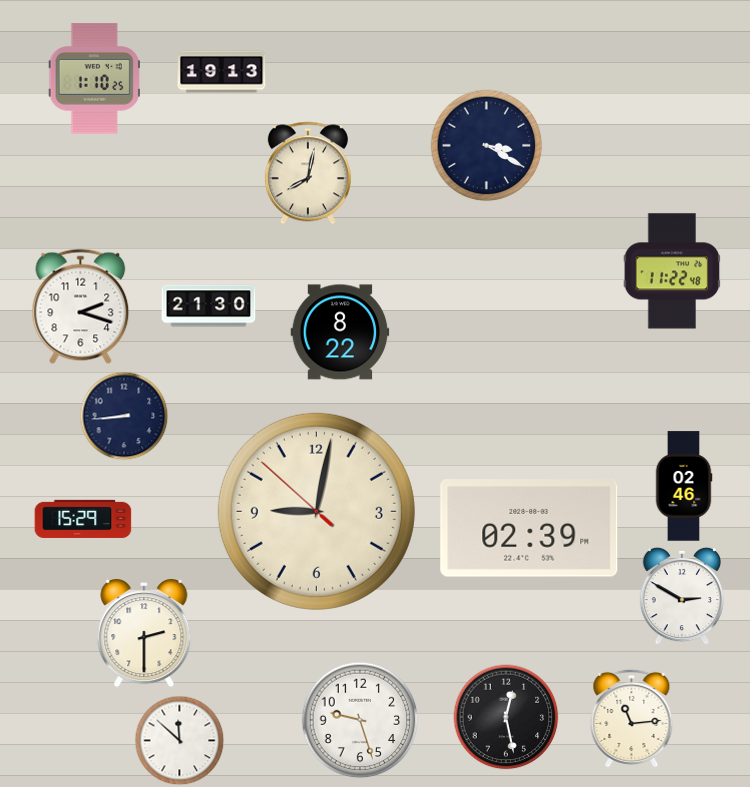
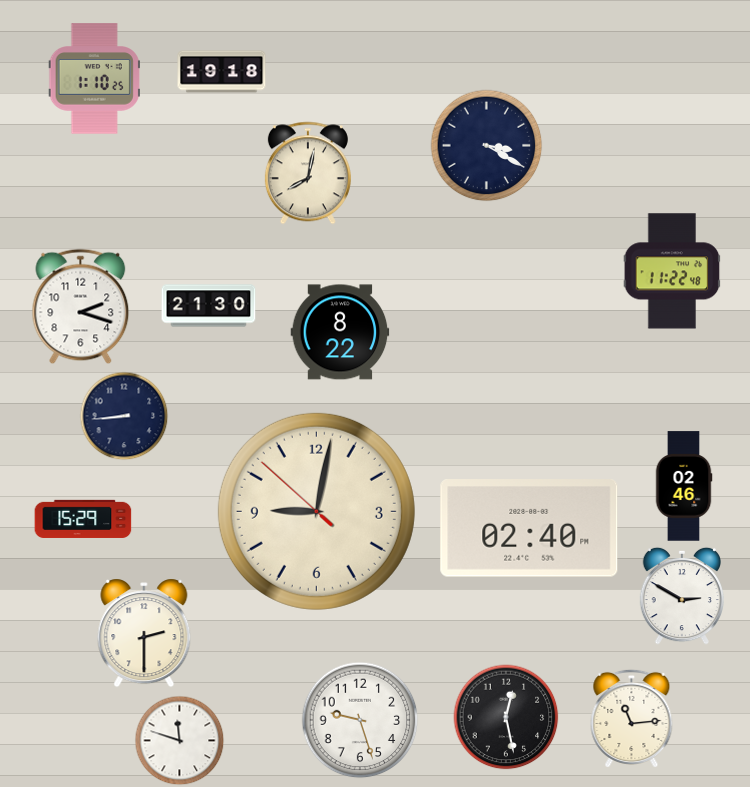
clock at (222, 72): 19:13 -> 19:18
clock at (529, 528): 02:39 -> 02:40
clock at (180, 741): 11:52 -> 11:48
